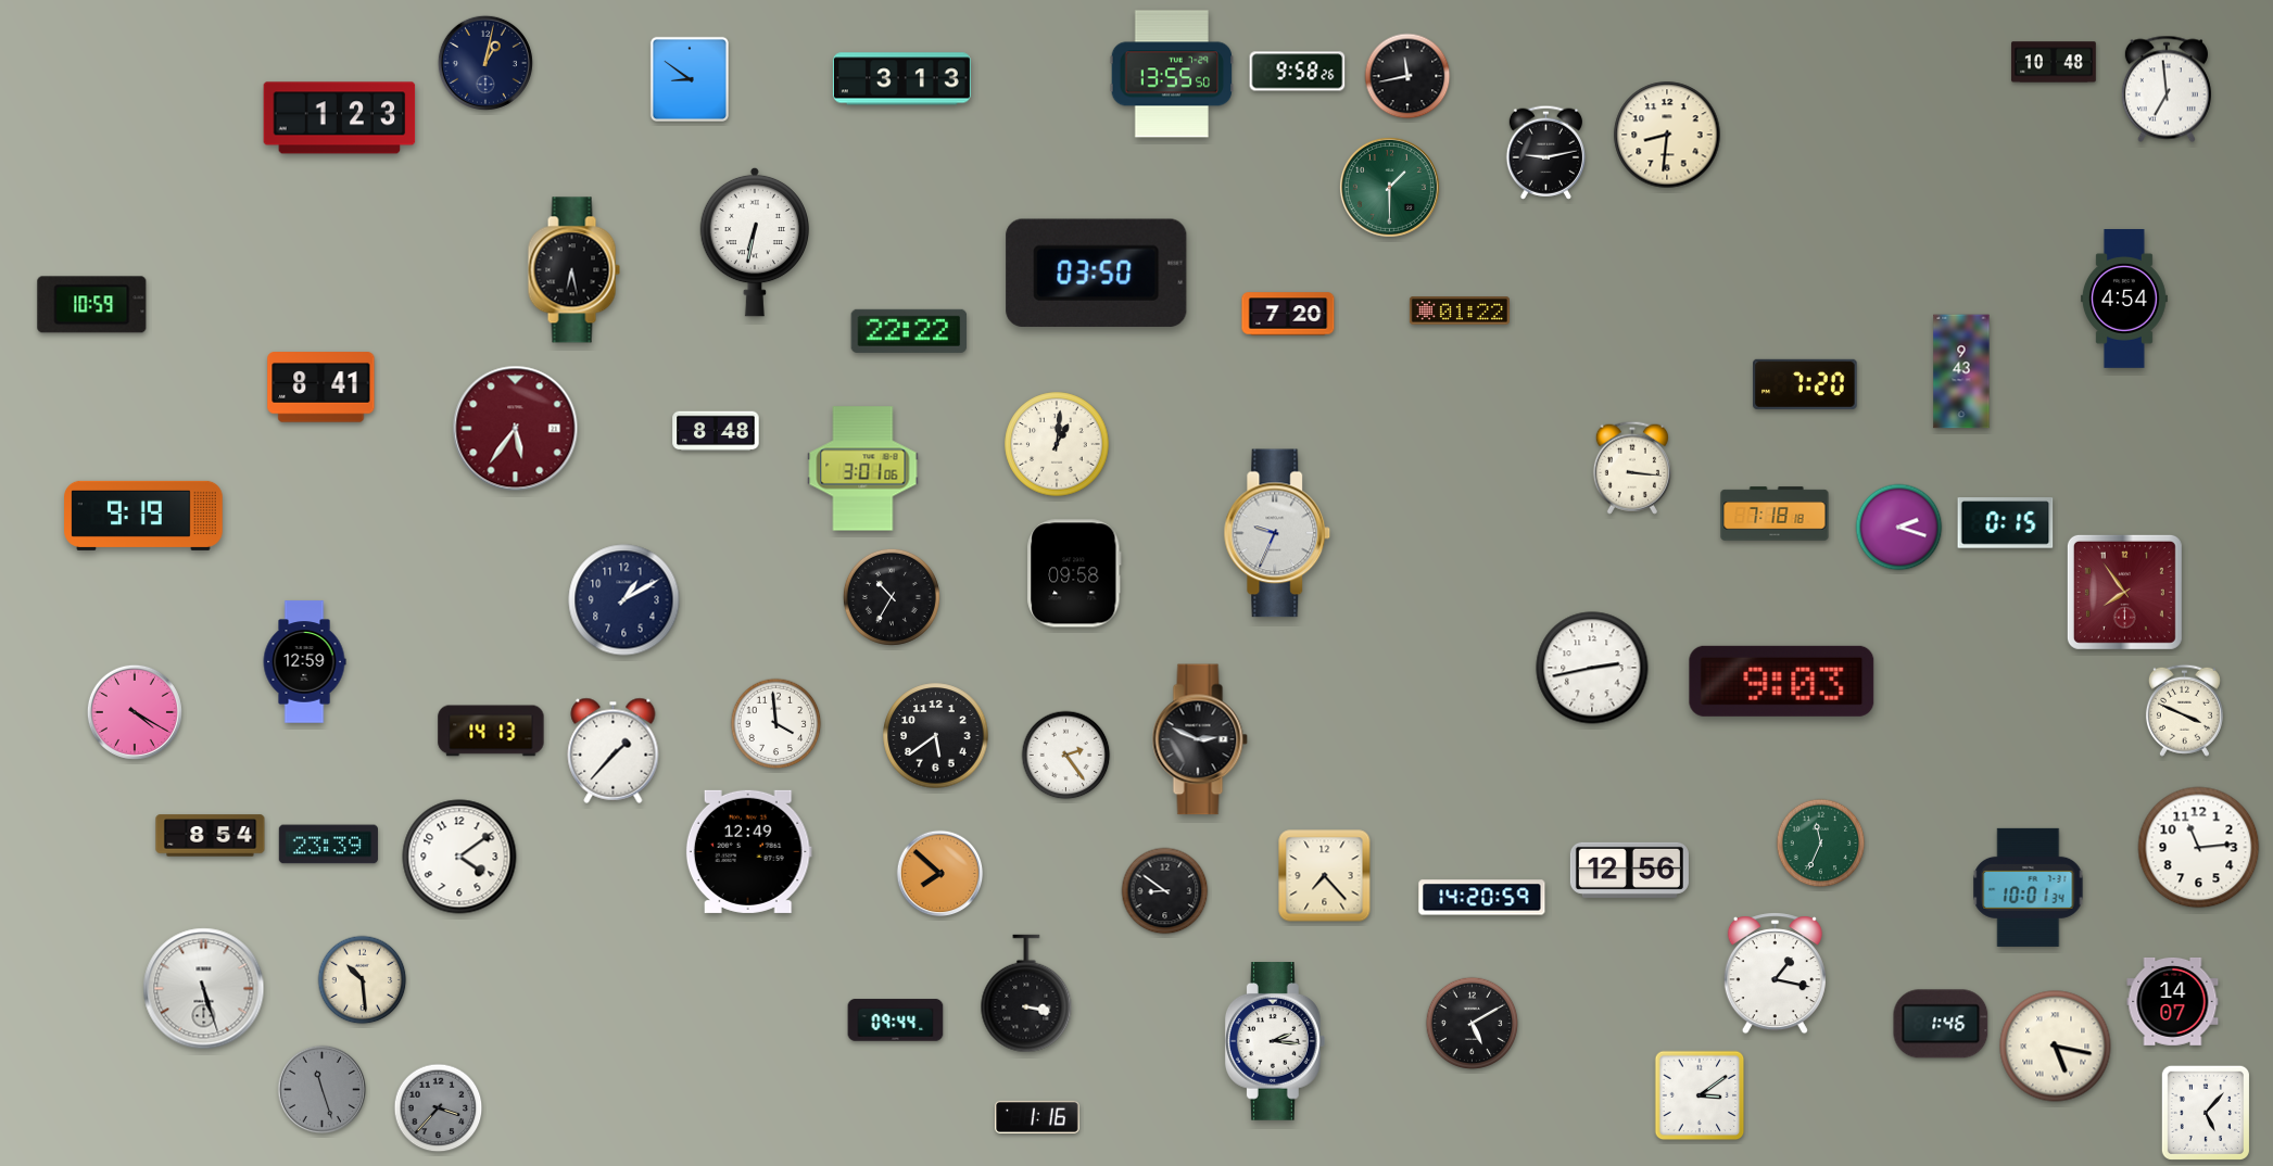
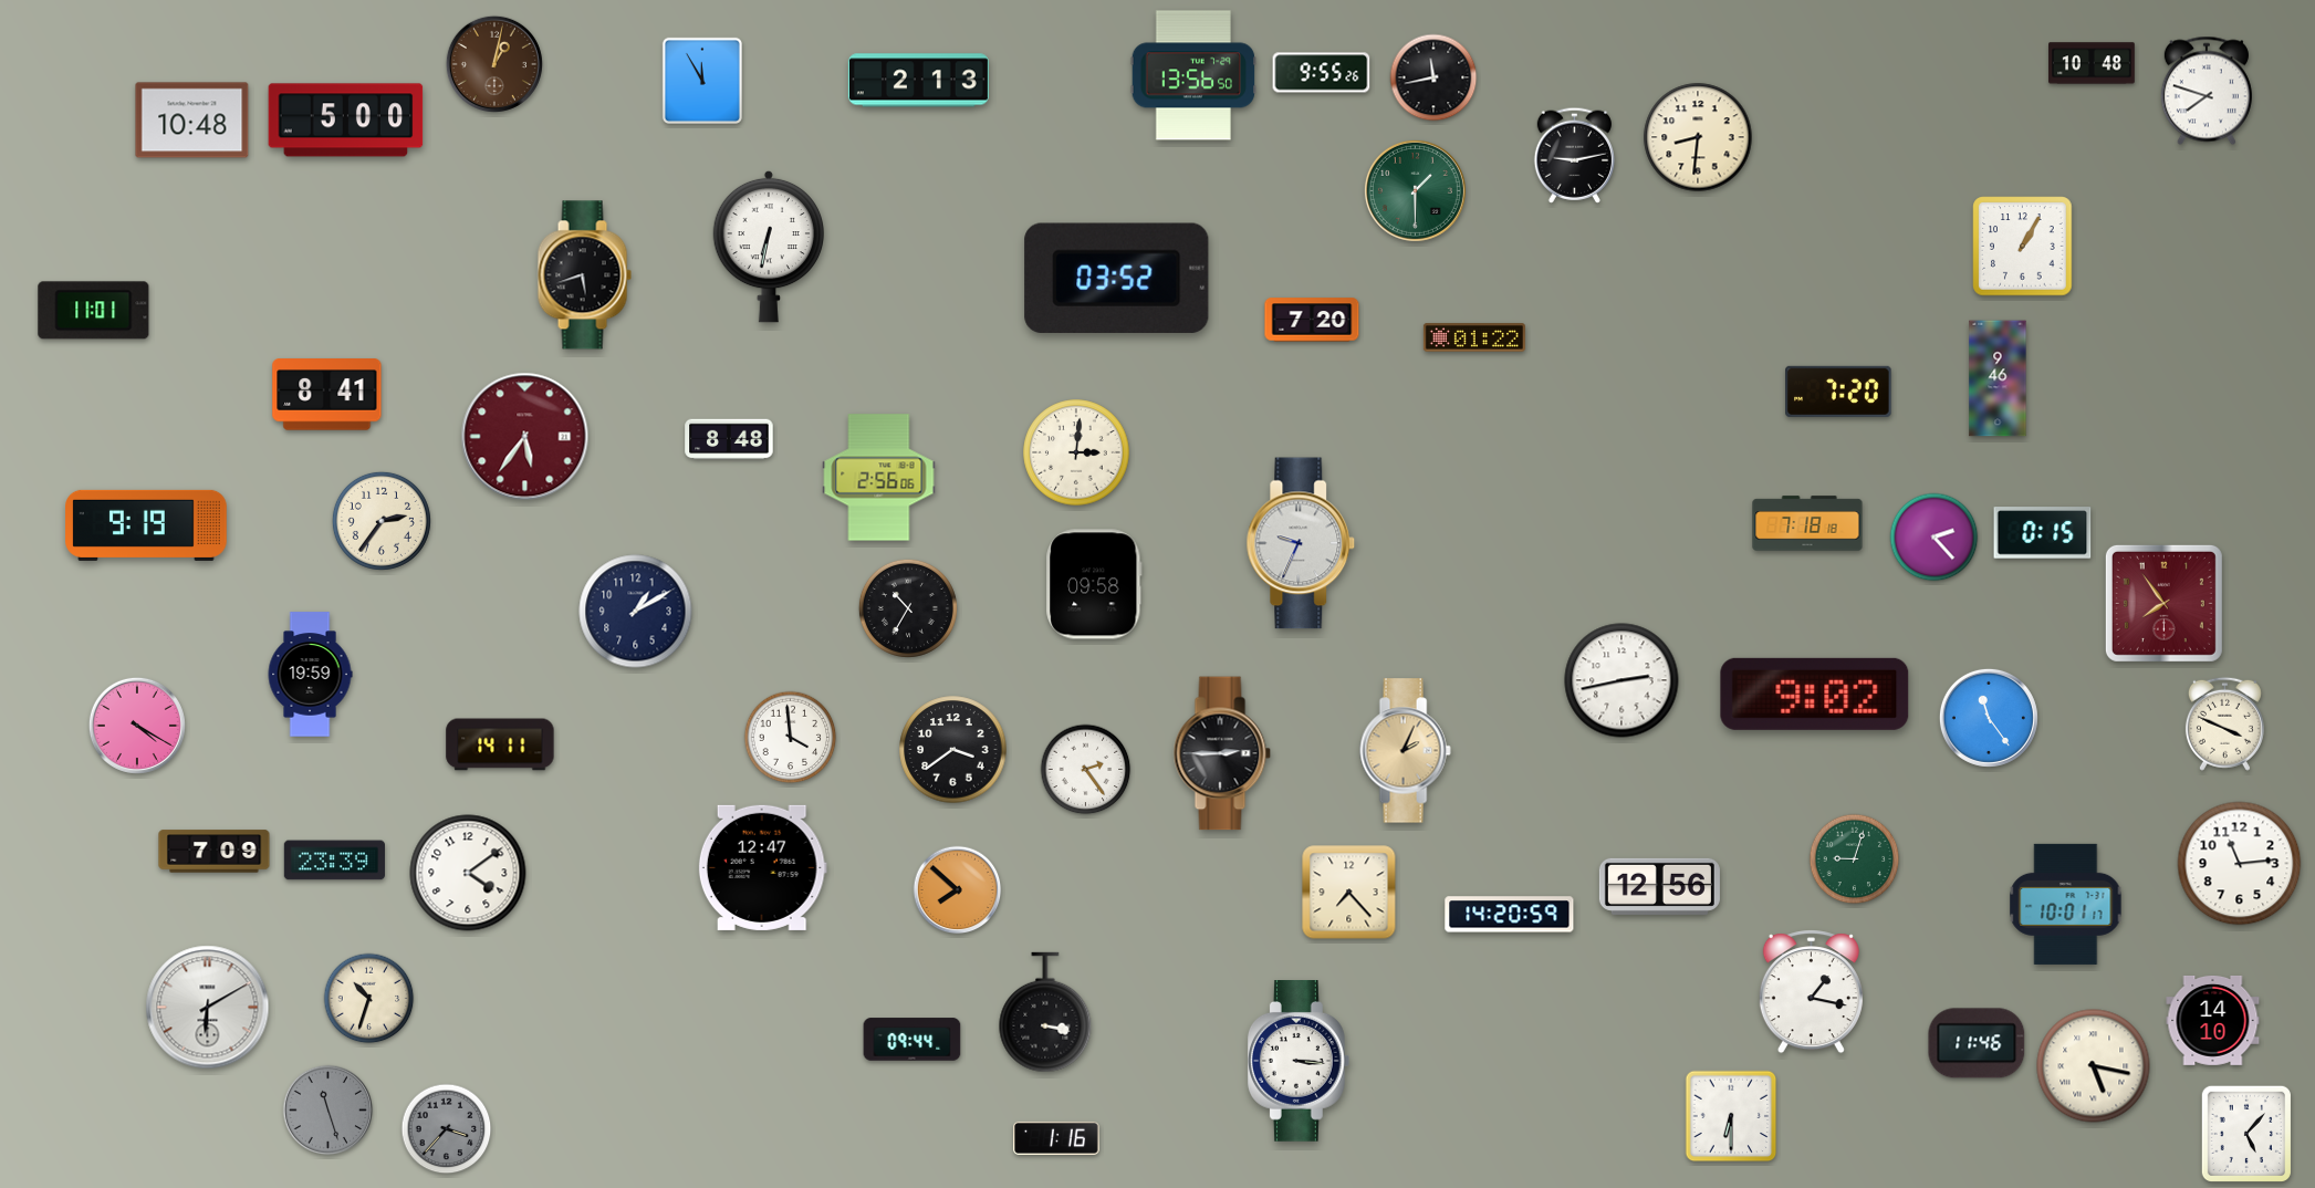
clock at (485, 63) dial: navy -> brown
clock at (1298, 72): 9:58 -> 9:55
clock at (1172, 74): 13:55 -> 13:56
clock at (690, 79): 8:51 -> 11:55
clock at (901, 79): 3:13 -> 2:13
clock at (2167, 89): 6:59 -> 7:48
clock at (192, 121): none -> 10:48
clock at (340, 118): 1:23 -> 5:00
clock at (2023, 247): none -> 1:05
clock at (573, 270): 6:28 -> 5:42
clock at (1097, 273): 03:50 -> 03:52
clock at (2124, 300): 4:54 -> none
clock at (92, 305): 10:59 -> 11:01
clock at (1460, 310) position: (1460, 310) -> (1474, 337)
clock at (909, 331): 22:22 -> none
clock at (1961, 371): 9:43 -> 9:46
clock at (1057, 444): 1:01 -> 3:01
clock at (1632, 468): 3:16 -> none
clock at (863, 469): 3:01 -> 2:56
clock at (382, 521): none -> 2:36
clock at (1899, 528): 2:18 -> 2:23
clock at (304, 662): 12:59 -> 19:59
clock at (1782, 681): 9:03 -> 9:02
clock at (1989, 718): none -> 11:24
clock at (491, 731): 14:13 -> 14:11
clock at (936, 736): 5:39 -> 3:39
clock at (1405, 751): none -> 2:04
clock at (1200, 739): 2:49 -> 2:45
clock at (614, 750): 1:37 -> none
clock at (211, 836): 8:54 -> 7:09
clock at (1821, 844): 11:34 -> 9:03
clock at (748, 851): 12:49 -> 12:47
clock at (2029, 887): 10:01:34 -> 10:01:17
clock at (1165, 891): 8:51 -> none
clock at (1775, 974) position: (1775, 974) -> (1811, 992)
clock at (363, 980): 10:29 -> 10:33
clock at (204, 989): 5:27 -> 6:10
clock at (2173, 1001): 14:07 -> 14:10
clock at (1473, 1024): 5:10 -> none
clock at (1941, 1024): 1:46 -> 11:46
clock at (1275, 1042): 2:16 -> 3:16
clock at (1700, 1095): 3:09 -> 6:30
